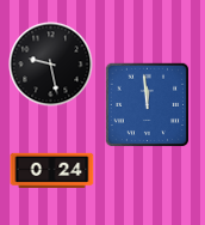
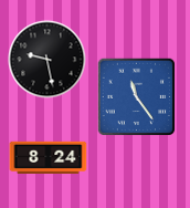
clock at (148, 105): 11:59 -> 11:24
clock at (52, 170): 0:24 -> 8:24
